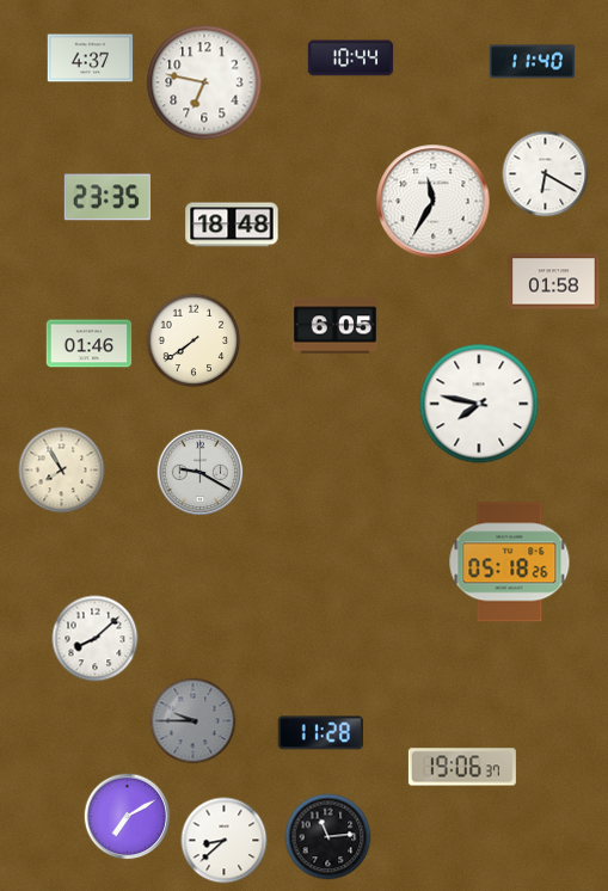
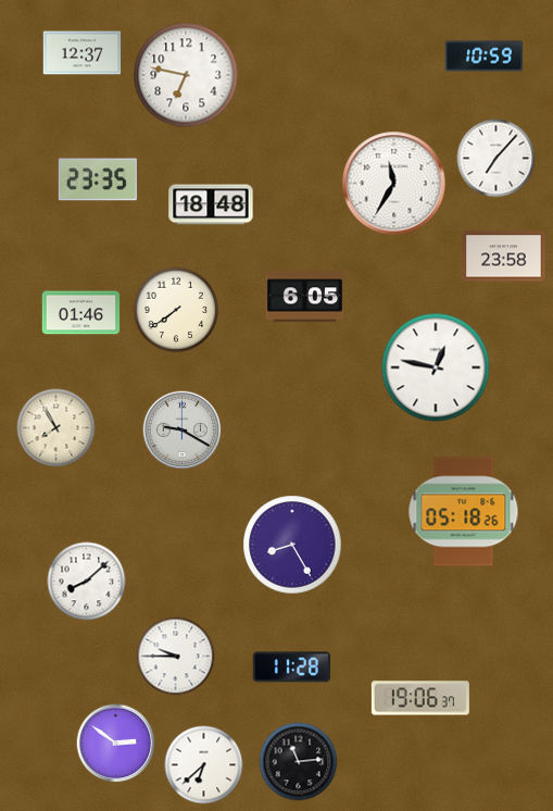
clock at (91, 59): 4:37 -> 12:37
clock at (351, 59): 10:44 -> none
clock at (533, 62): 11:40 -> 10:59
clock at (546, 174): 6:20 -> 7:07
clock at (554, 282): 01:58 -> 23:58
clock at (479, 404): 7:47 -> 12:47
clock at (292, 545): none -> 8:25
clock at (194, 721) dial: grey -> white
clock at (128, 817): 7:10 -> 2:51
clock at (225, 841): 8:38 -> 6:38
